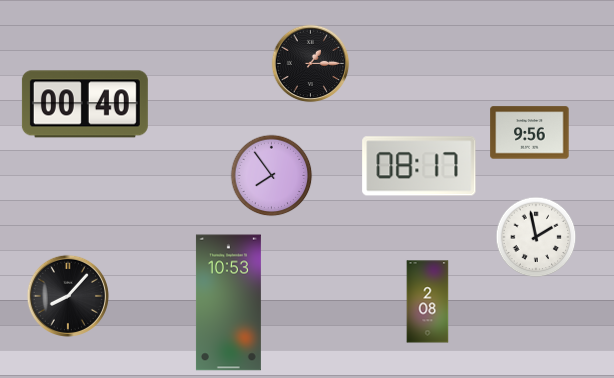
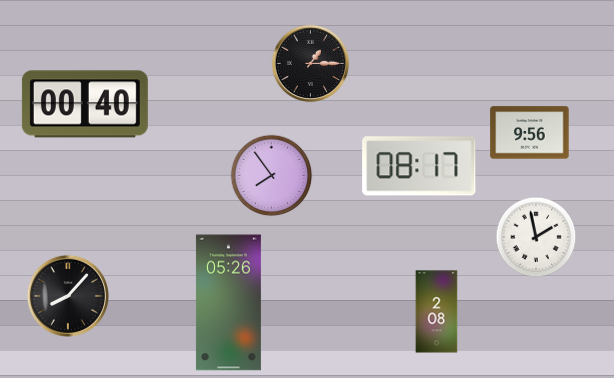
clock at (428, 302) position: (428, 302) -> (437, 312)
clock at (228, 303): 10:53 -> 05:26
